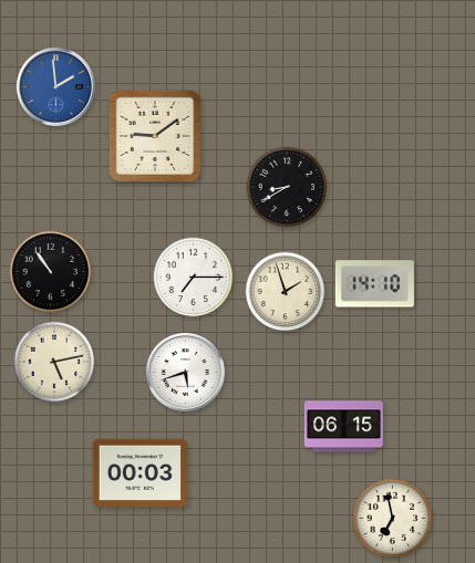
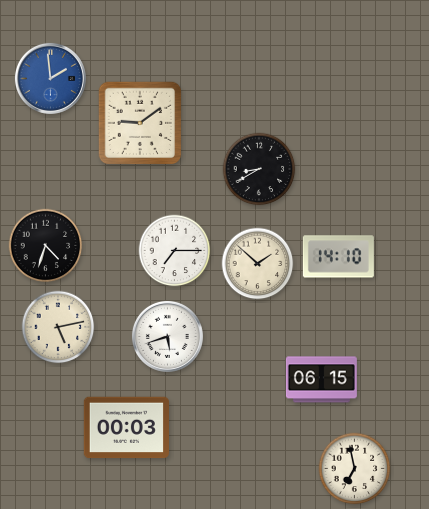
clock at (51, 272): 10:54 -> 4:33
clock at (286, 292): 1:57 -> 1:52
clock at (54, 362) position: (54, 362) -> (58, 327)
clock at (343, 427) position: (343, 427) -> (321, 380)
